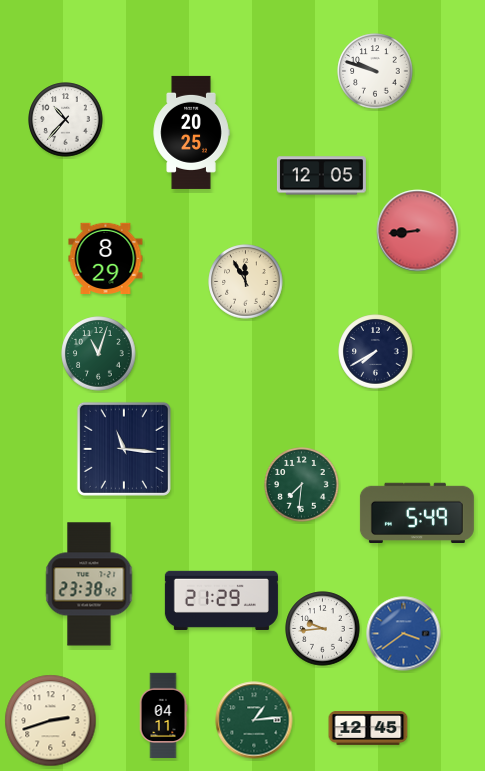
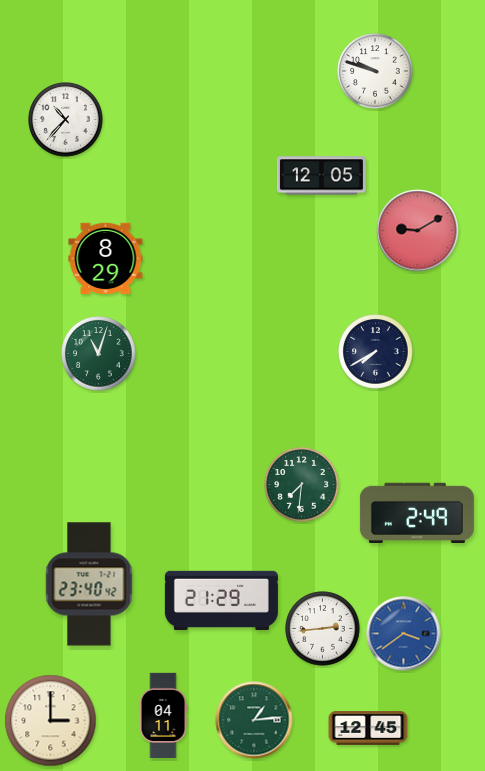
clock at (191, 132): 20:25 -> none
clock at (418, 231): 8:44 -> 9:10
clock at (246, 282): 11:55 -> none
clock at (124, 449): 11:16 -> none
clock at (417, 512): 5:49 -> 2:49
clock at (89, 584): 23:38 -> 23:40
clock at (323, 629): 9:44 -> 2:44
clock at (51, 721): 2:42 -> 3:00
